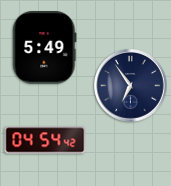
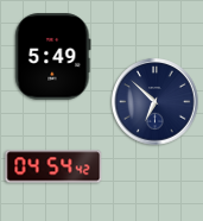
clock at (131, 86): 6:54 -> 6:52
